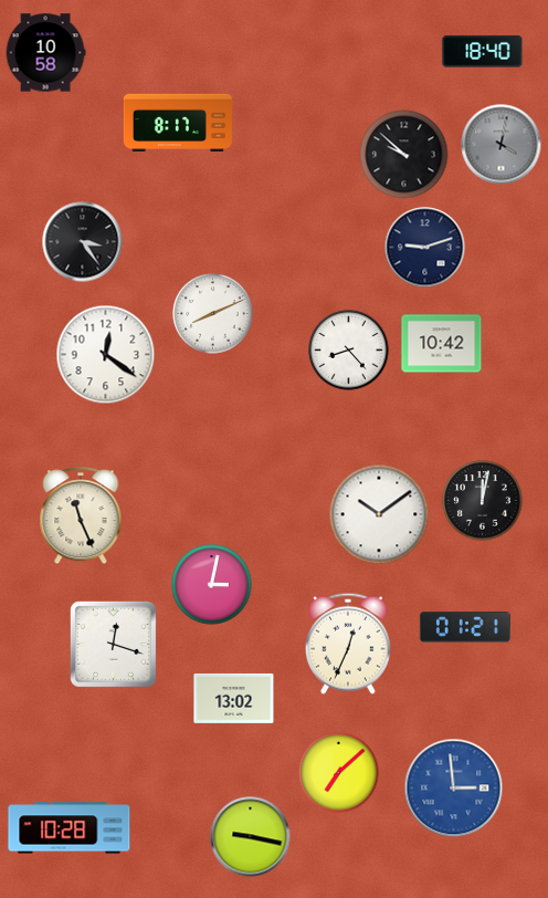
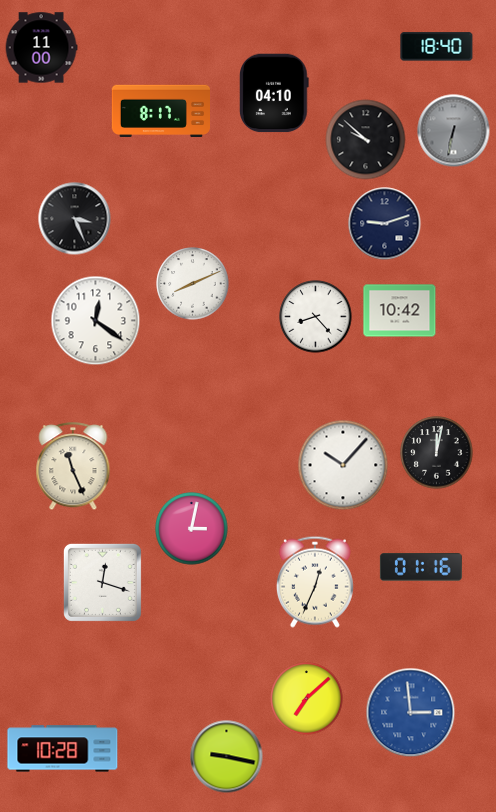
clock at (45, 53): 10:58 -> 11:00
clock at (275, 93): none -> 04:10
clock at (502, 145): 4:02 -> 6:32
clock at (83, 242): 3:24 -> 3:26
clock at (379, 514): 10:09 -> 10:07
clock at (465, 627): 01:21 -> 01:16
clock at (234, 698): 13:02 -> none
